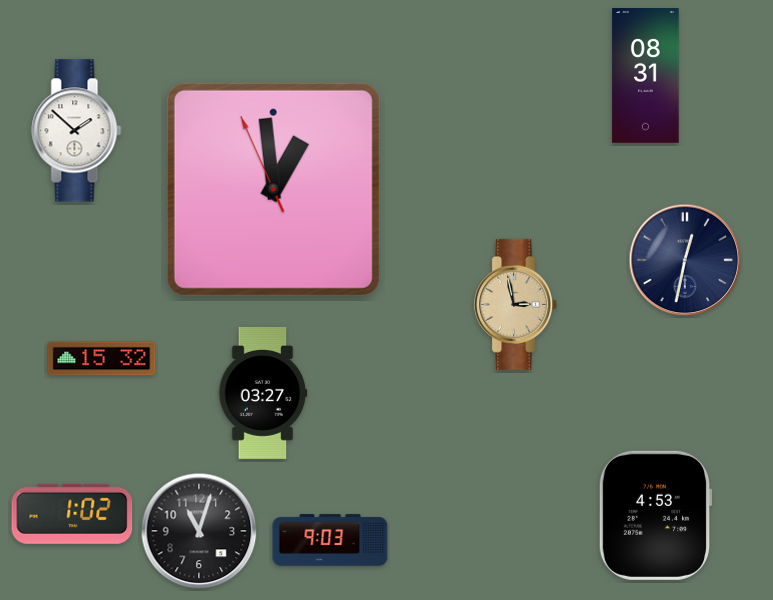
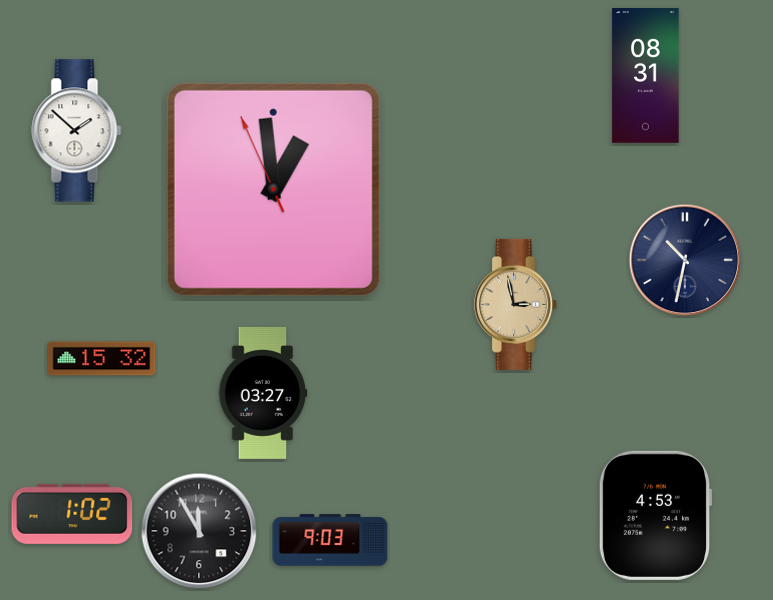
clock at (685, 260): 12:32 -> 10:32
clock at (199, 531): 11:03 -> 11:55
